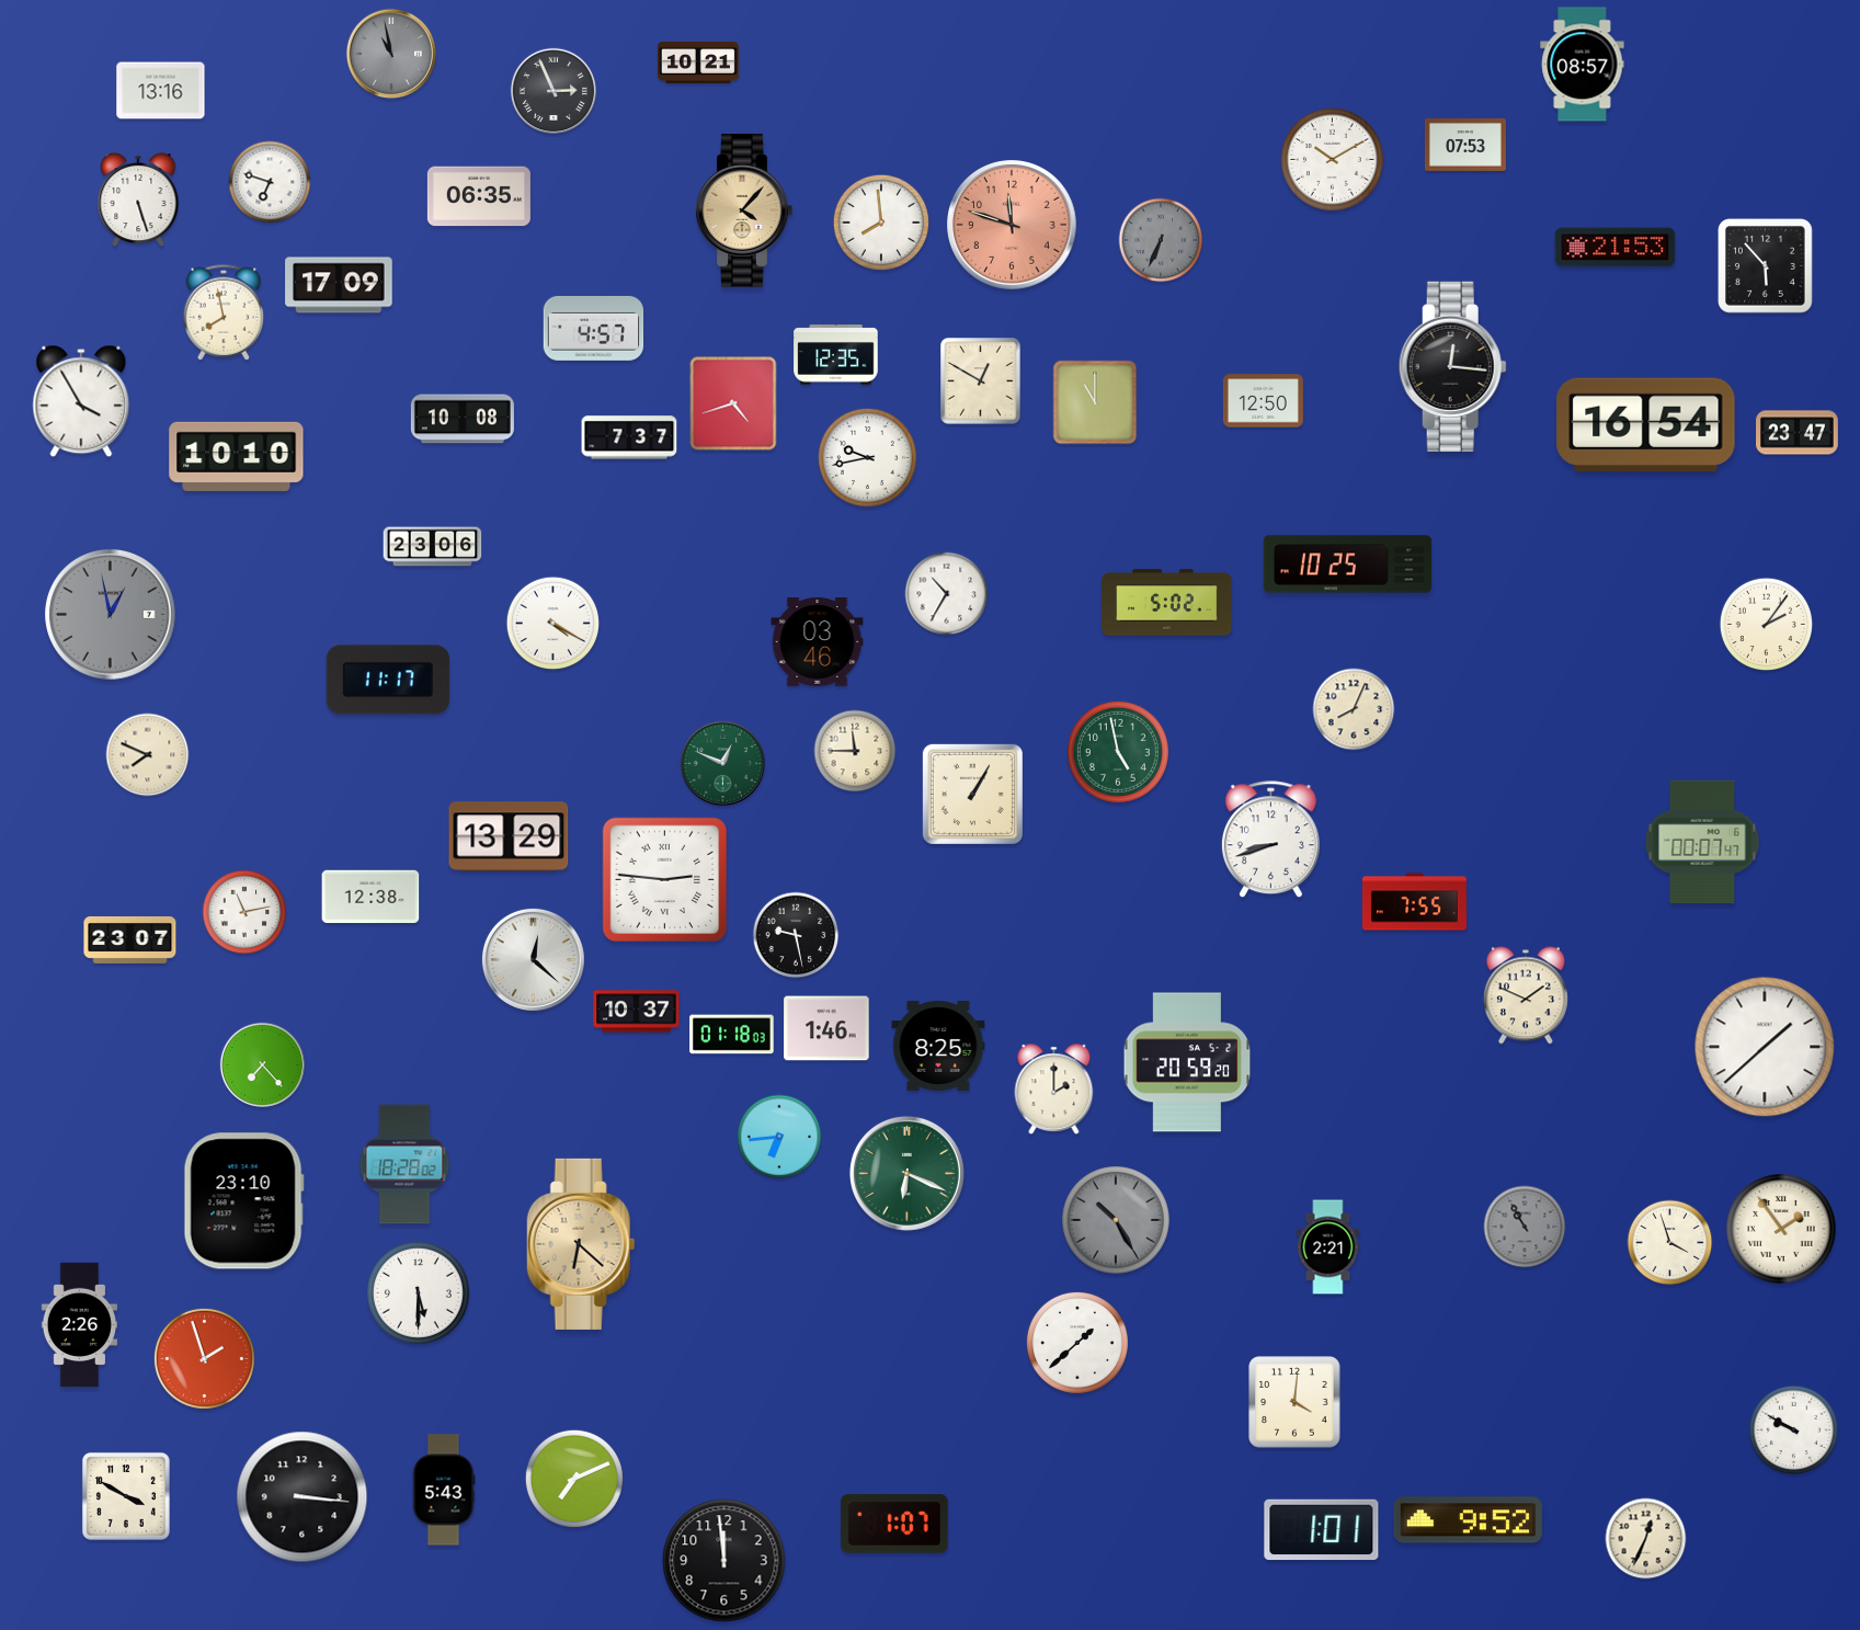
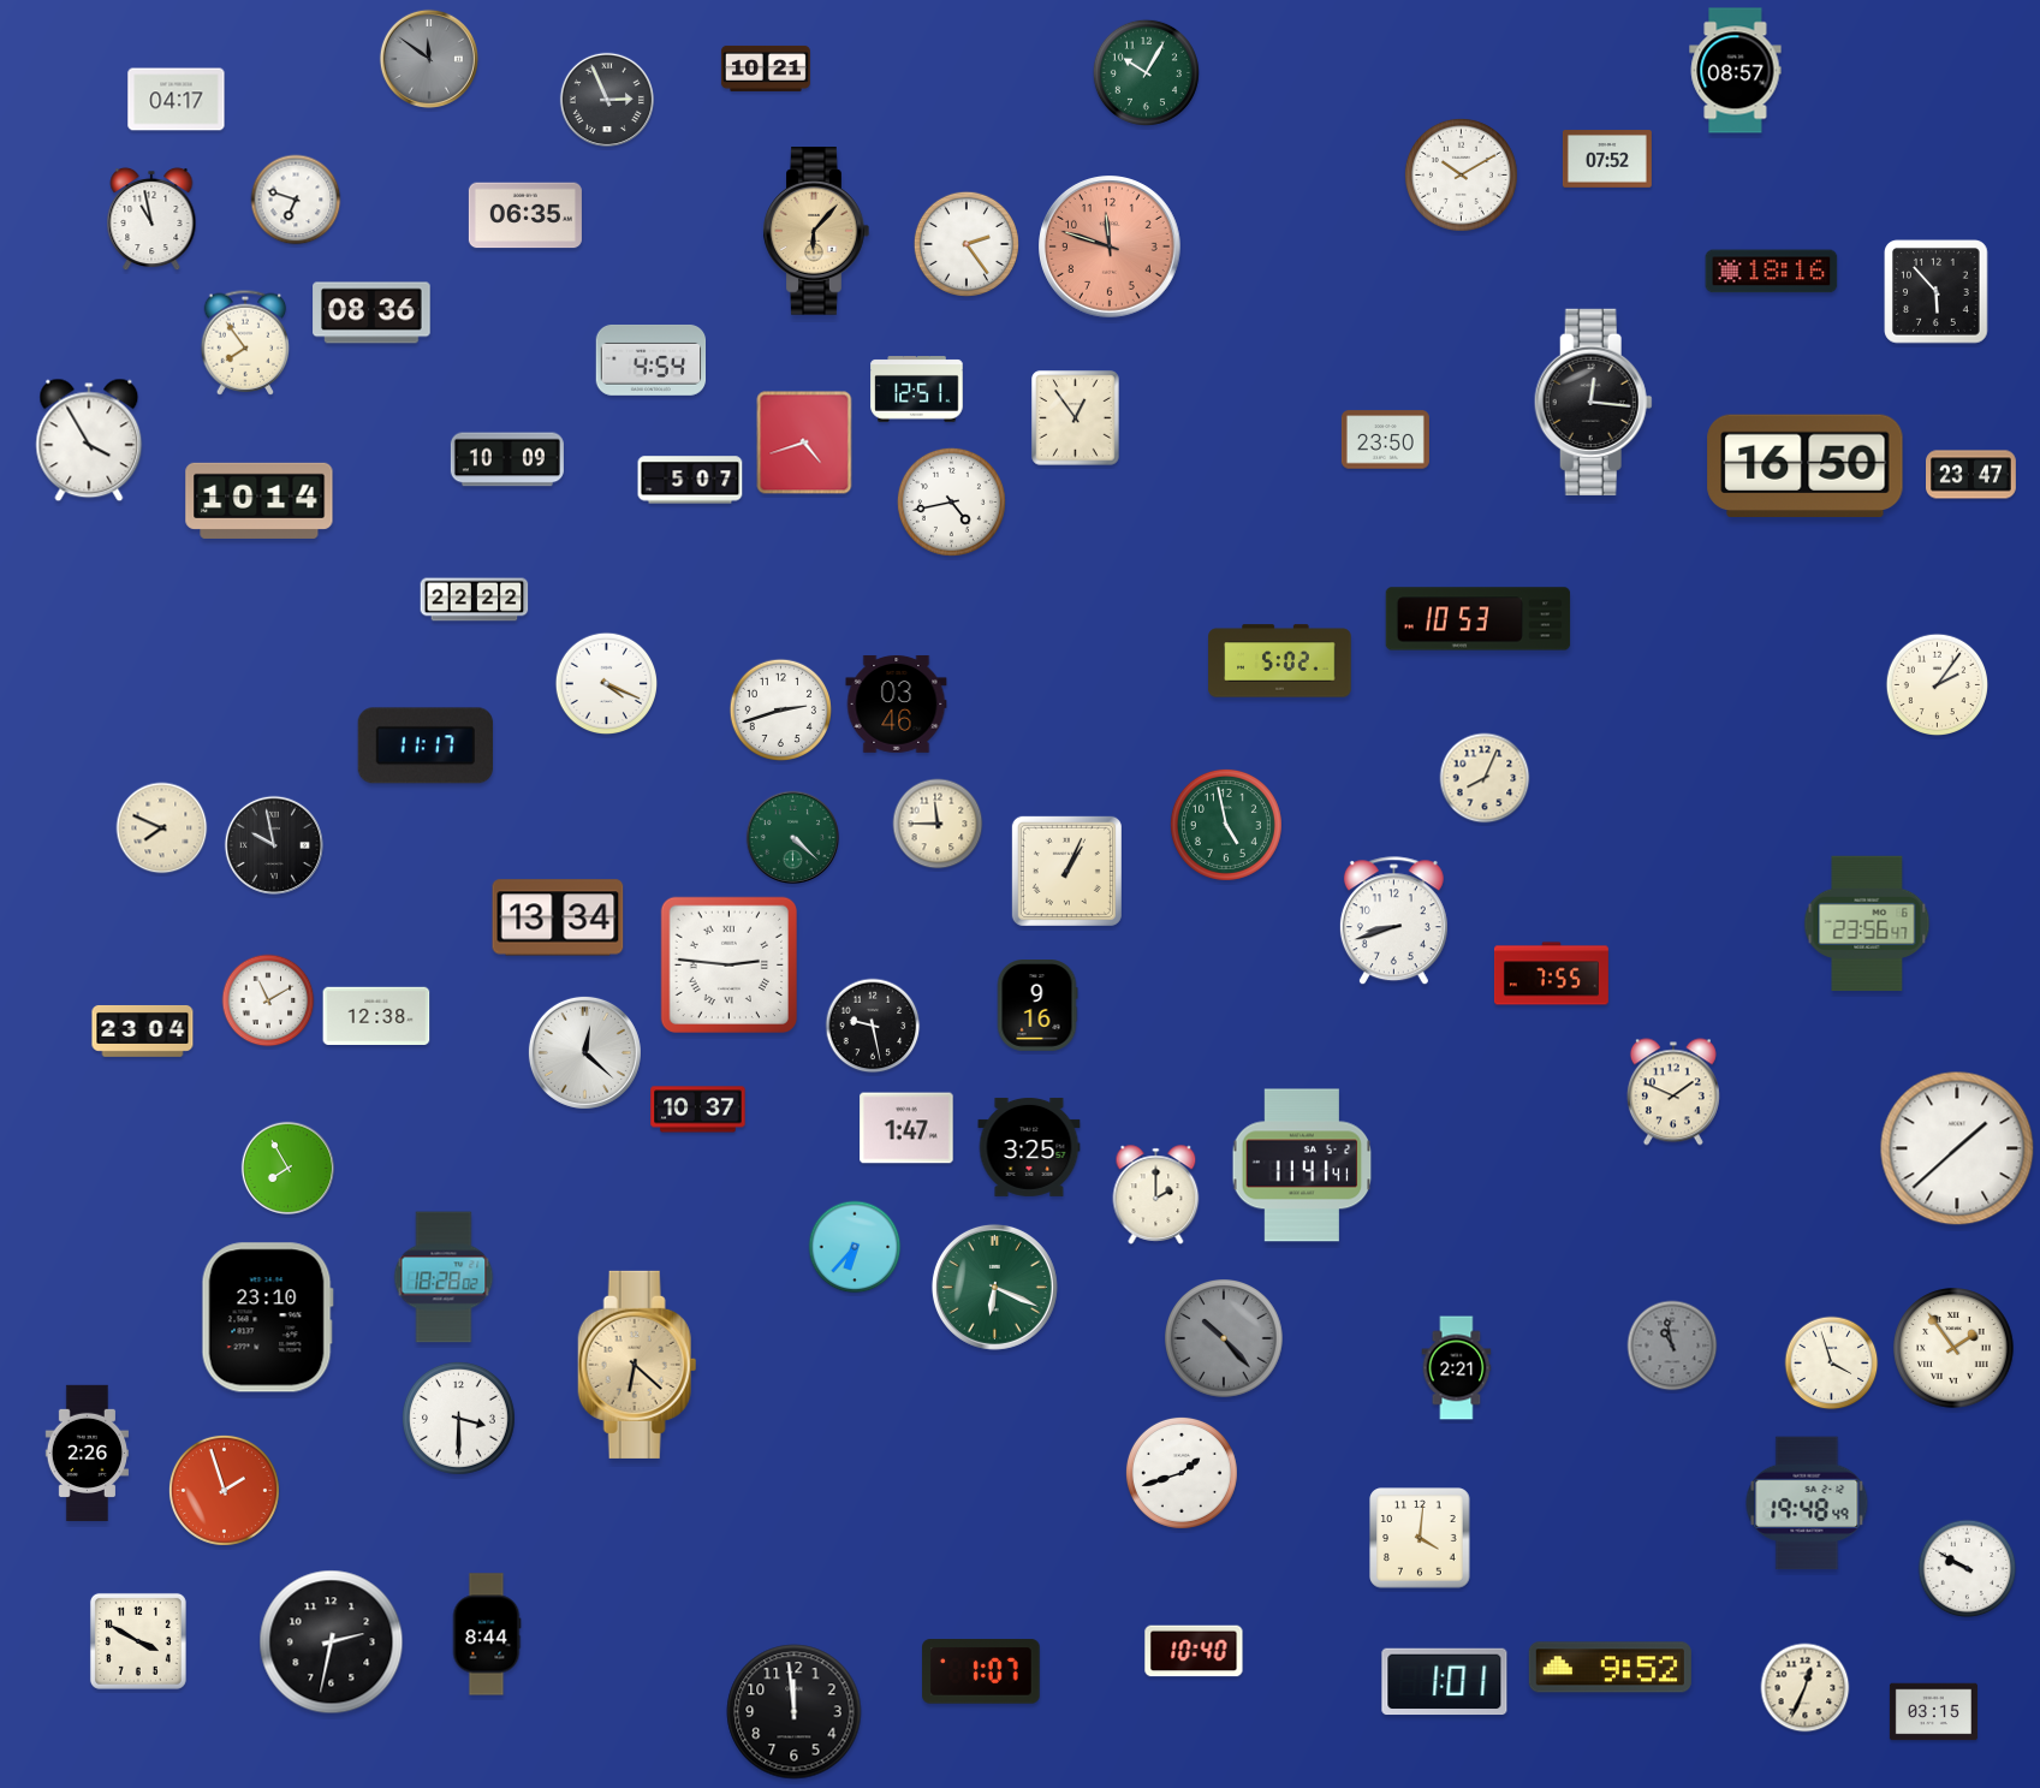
clock at (391, 54): 10:58 -> 11:51
clock at (1146, 72): none -> 10:05
clock at (161, 91): 13:16 -> 04:17
clock at (1465, 146): 07:53 -> 07:52
clock at (138, 200): 5:27 -> 10:58
clock at (744, 210): 4:07 -> 6:07
clock at (881, 223): 7:59 -> 2:24
clock at (1161, 240): 6:34 -> none
clock at (1616, 248): 21:53 -> 18:16
clock at (339, 285): 17:09 -> 08:36
clock at (224, 312): 7:58 -> 7:54
clock at (594, 328): 4:57 -> 4:54
clock at (836, 355): 12:35 -> 12:51
clock at (981, 381): 12:50 -> 12:54
clock at (1263, 401): 12:50 -> 23:50
clock at (1095, 402): 11:00 -> none
clock at (463, 419): 10:08 -> 10:09
clock at (1646, 424): 16:54 -> 16:50
clock at (629, 437): 7:37 -> 5:07
clock at (237, 456): 10:10 -> 10:14
clock at (867, 457): 9:43 -> 4:43
clock at (433, 547): 23:06 -> 22:22
clock at (1348, 565): 10:25 -> 10:53
clock at (947, 594): 10:35 -> none
clock at (111, 615): 12:58 -> none
clock at (552, 623): 4:20 -> 4:19
clock at (780, 709): none -> 2:42
clock at (722, 763): 12:49 -> 4:22
clock at (274, 845): none -> 9:58
clock at (972, 794): 1:05 -> 1:04
clock at (509, 836): 13:29 -> 13:34
clock at (1702, 842): 00:07 -> 23:56
clock at (370, 897) position: (370, 897) -> (376, 1016)
clock at (1414, 902) position: (1414, 902) -> (1551, 974)
clock at (244, 912): 11:13 -> 11:10
clock at (1037, 1005): none -> 9:16
clock at (130, 939): 23:07 -> 23:04
clock at (826, 1028): 1:46 -> 1:47
clock at (732, 1035): 01:18 -> none
clock at (938, 1046): 8:25 -> 3:25
clock at (1765, 1047) position: (1765, 1047) -> (1957, 1148)
clock at (1187, 1062): 20:59 -> 11:41
clock at (262, 1064): 7:23 -> 7:55
clock at (779, 1137): 6:44 -> 6:37
clock at (1116, 1220): 10:25 -> 10:23
clock at (1525, 1227): 10:55 -> 10:58
clock at (418, 1292): 5:30 -> 3:30
clock at (1077, 1343): 1:38 -> 1:42
clock at (1807, 1503): none -> 19:48
clock at (574, 1479): 7:11 -> none
clock at (444, 1490): 5:43 -> 8:44
clock at (303, 1497): 3:16 -> 2:32
clock at (1194, 1651): none -> 10:40
clock at (1322, 1530) position: (1322, 1530) -> (1445, 1682)
clock at (1933, 1712): none -> 03:15
